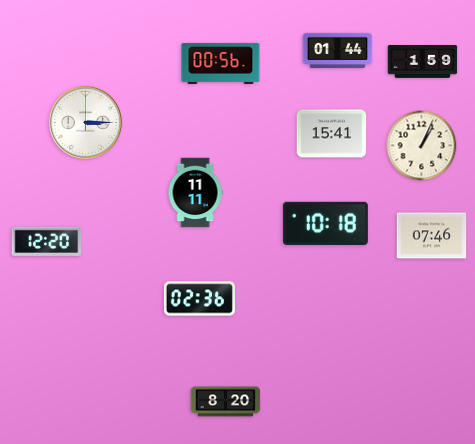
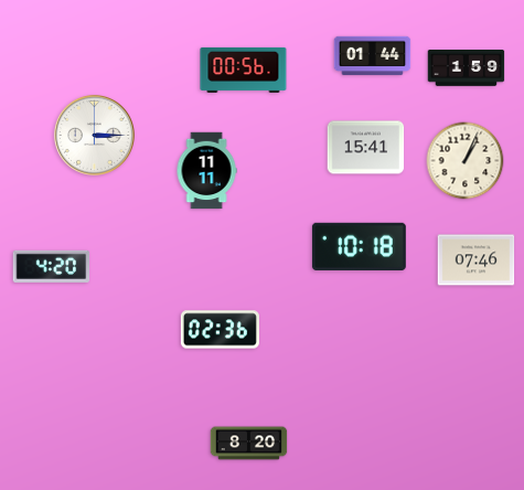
clock at (195, 193) position: (195, 193) -> (206, 171)
clock at (47, 241): 12:20 -> 4:20
